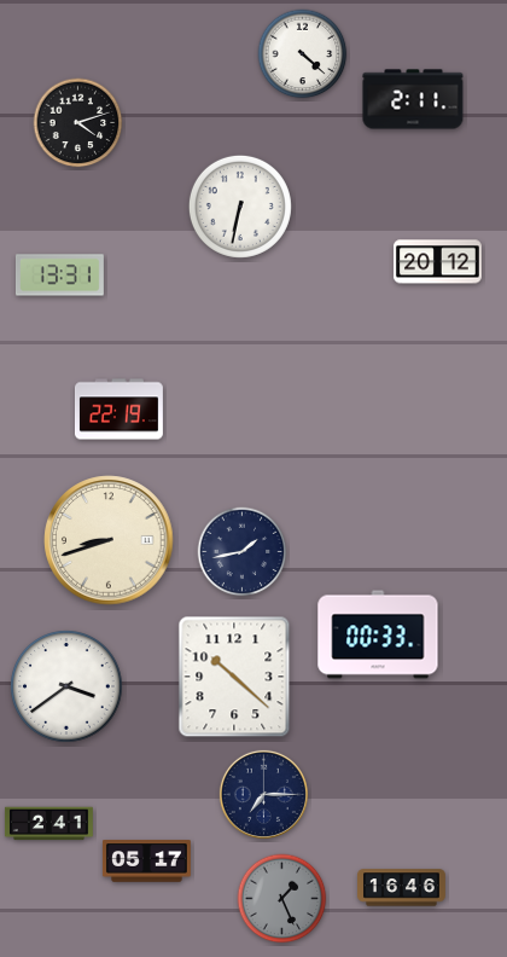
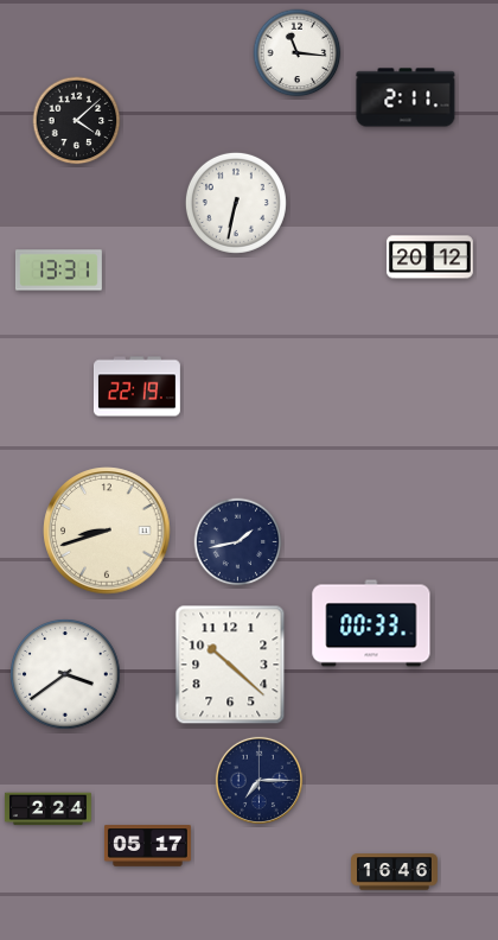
clock at (303, 54): 4:22 -> 11:16
clock at (78, 123): 4:12 -> 4:08
clock at (118, 410) position: (118, 410) -> (136, 387)
clock at (48, 824): 2:41 -> 2:24
clock at (146, 862) position: (146, 862) -> (147, 846)
clock at (282, 899): 1:26 -> none
